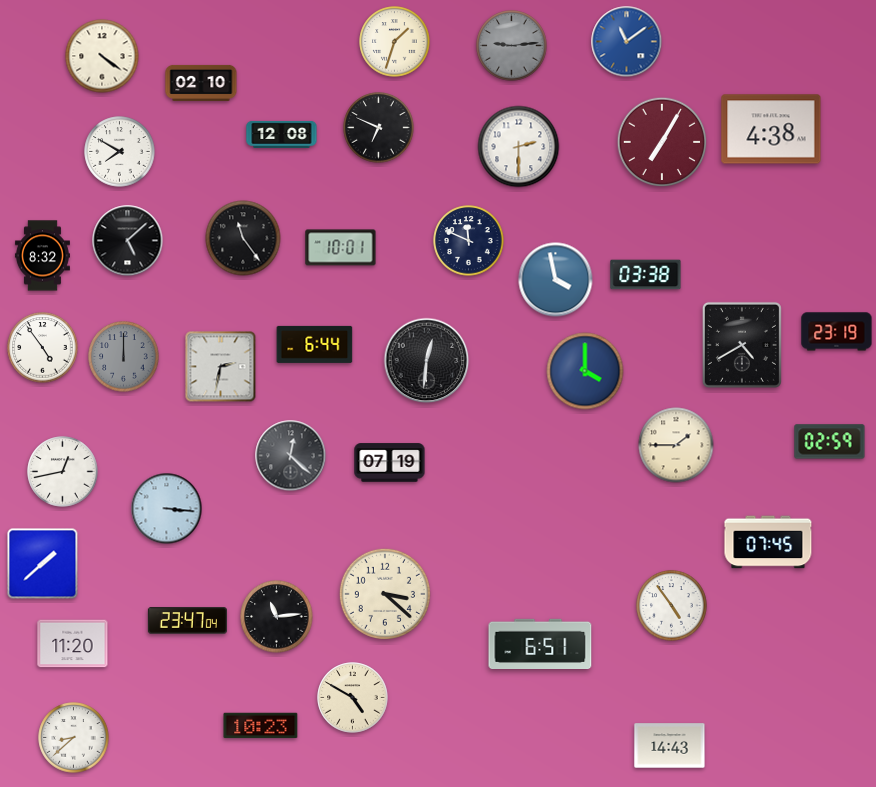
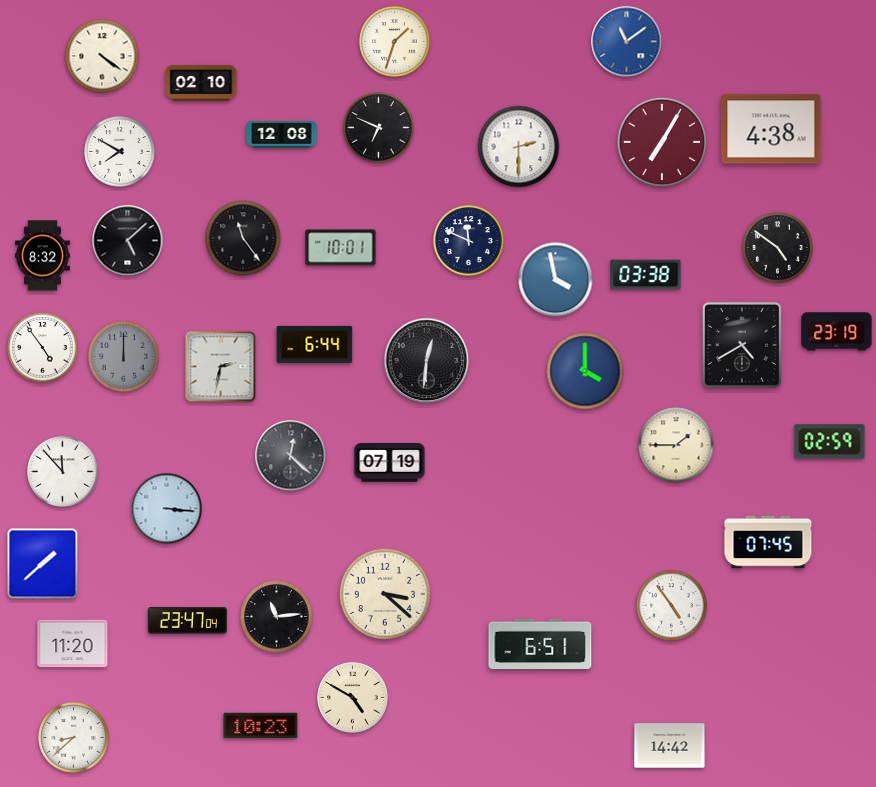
clock at (512, 46): 9:14 -> none
clock at (778, 248): none -> 4:51
clock at (63, 472): 12:43 -> 11:53
clock at (670, 746): 14:43 -> 14:42
